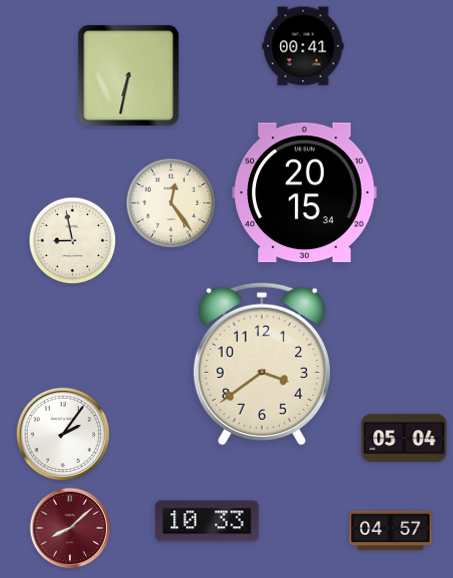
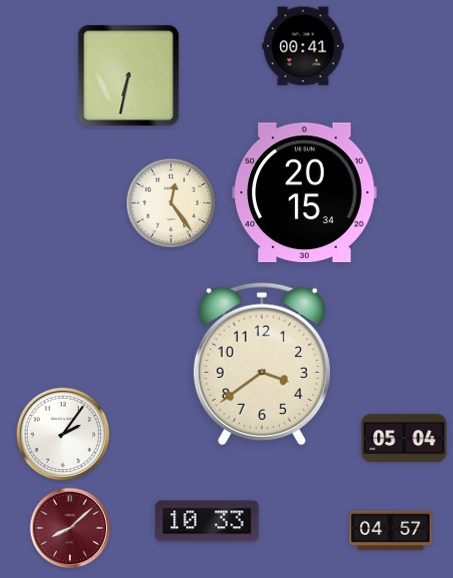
clock at (73, 241): 8:58 -> none
